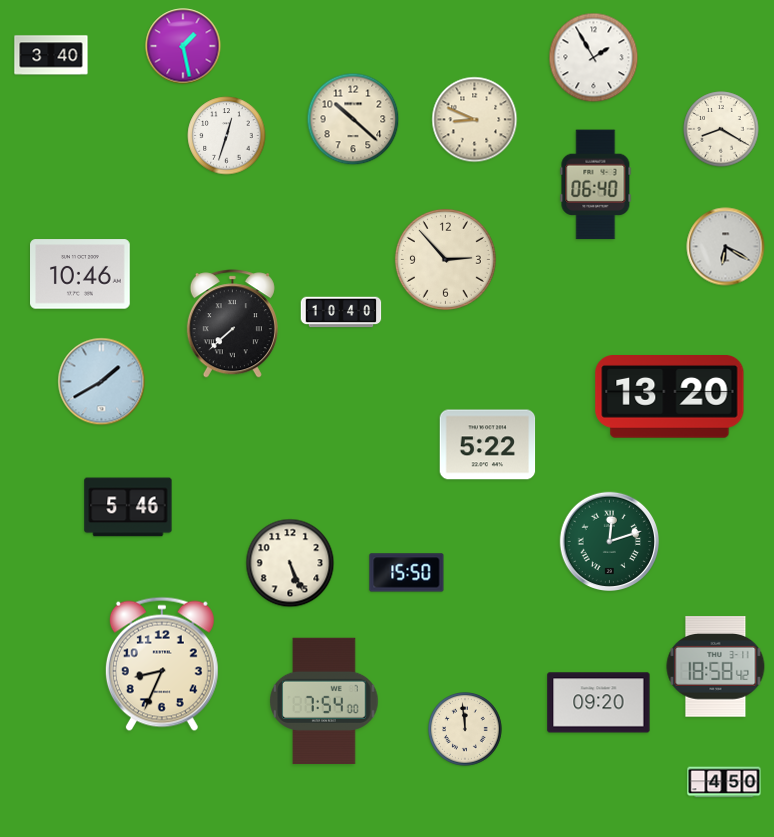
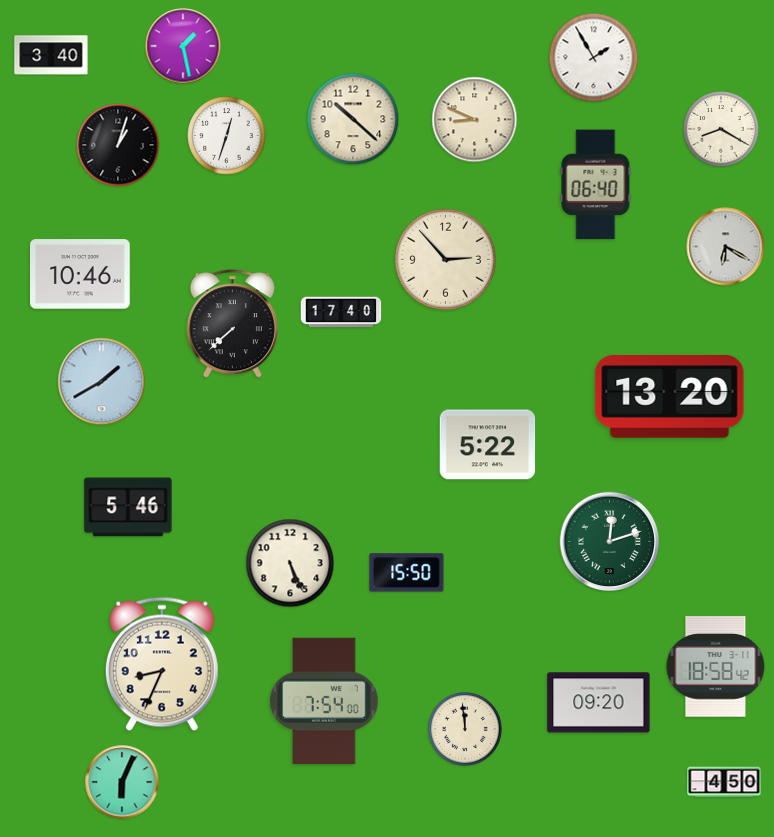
clock at (118, 145): none -> 1:03
clock at (341, 312): 10:40 -> 17:40
clock at (122, 782): none -> 6:04
